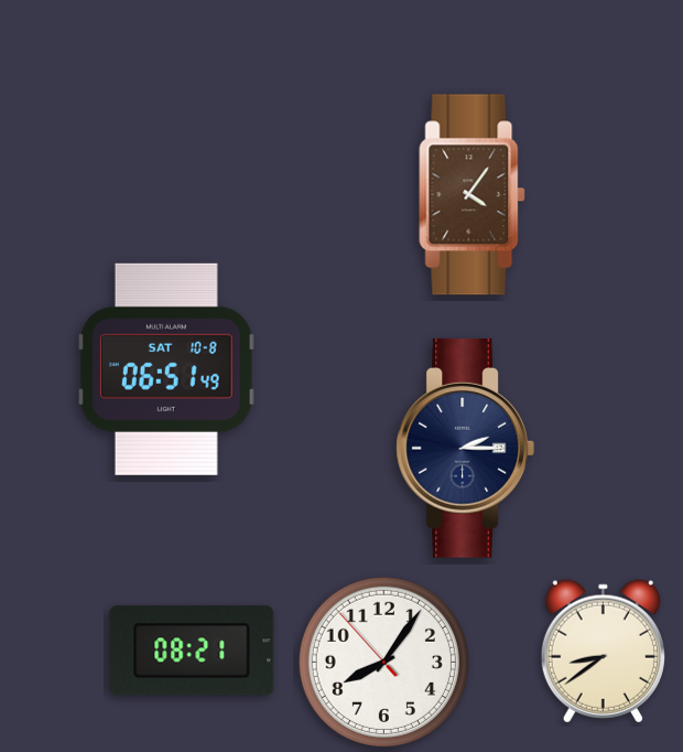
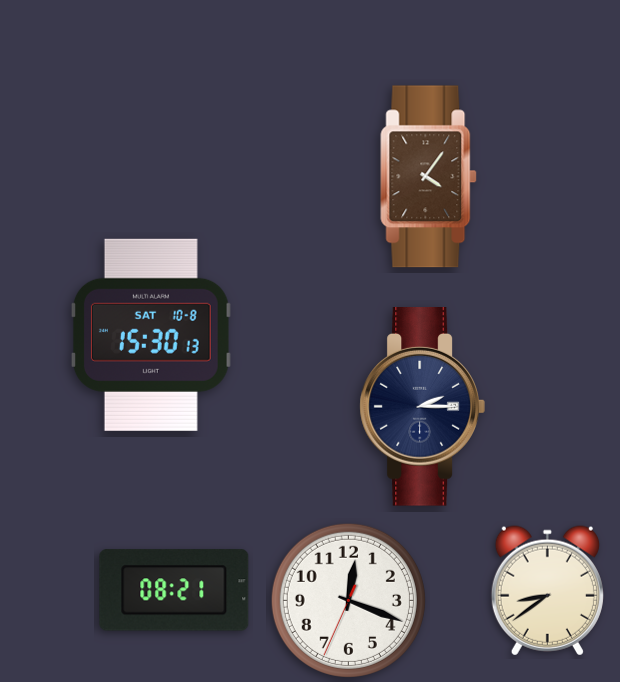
clock at (166, 369): 06:51 -> 15:30
clock at (383, 662): 8:05 -> 12:18
